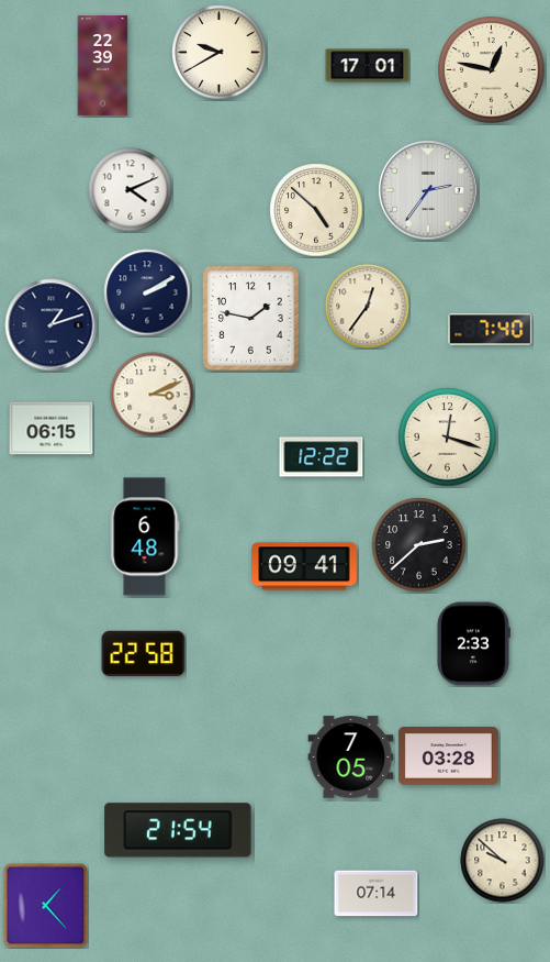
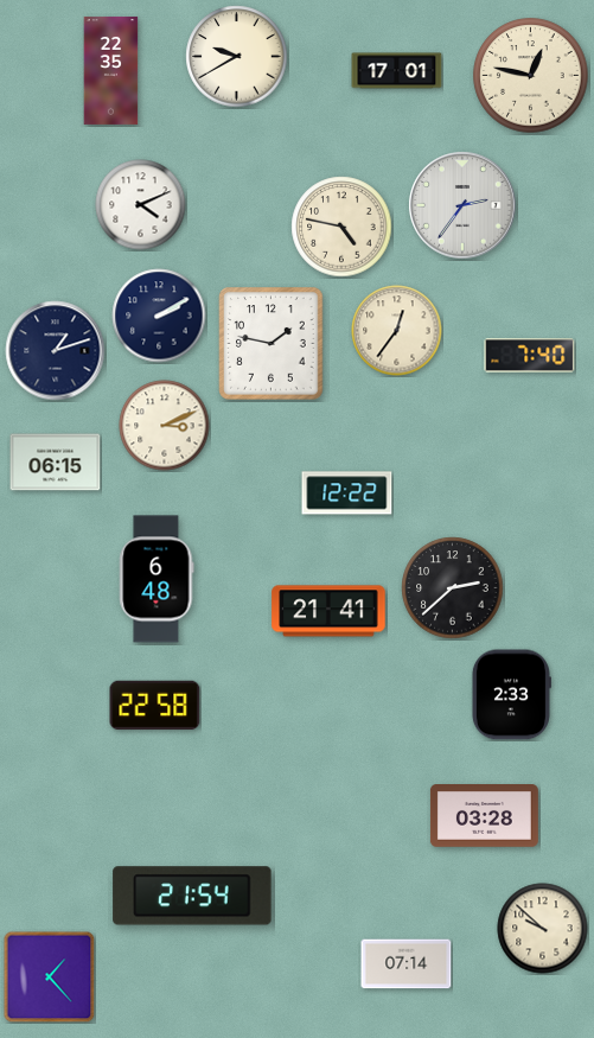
clock at (103, 65): 22:39 -> 22:35
clock at (316, 210): 4:52 -> 4:47
clock at (448, 438): 12:18 -> none
clock at (304, 566): 09:41 -> 21:41
clock at (351, 758): 7:05 -> none
